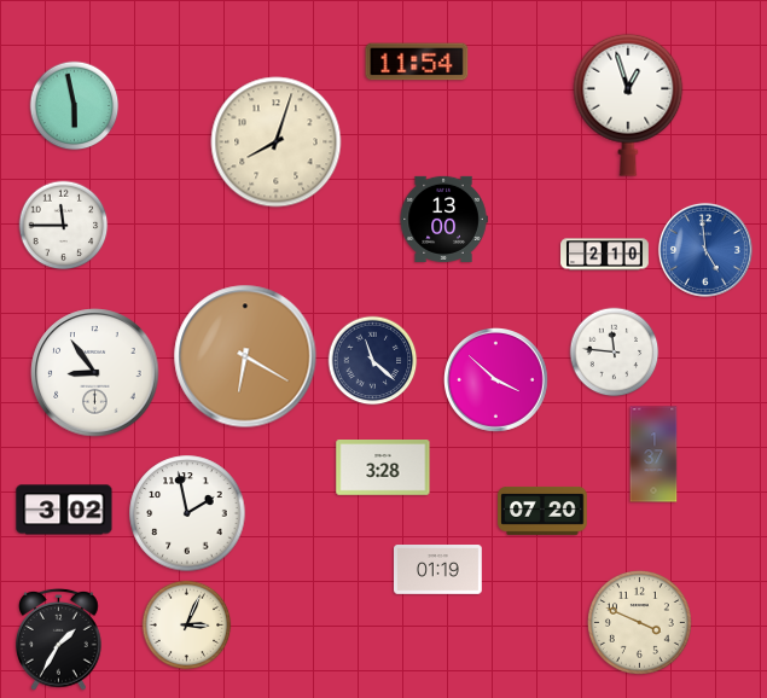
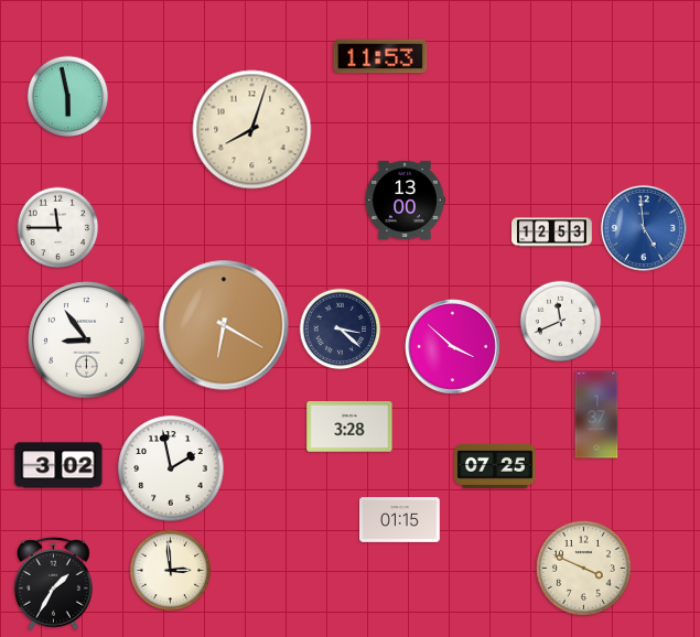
clock at (417, 62): 11:54 -> 11:53
clock at (628, 105): 12:57 -> none
clock at (64, 226) position: (64, 226) -> (58, 228)
clock at (605, 255): 2:10 -> 12:53
clock at (615, 353): 11:46 -> 11:41
clock at (373, 361): 11:22 -> 3:22
clock at (542, 511): 07:20 -> 07:25
clock at (438, 570): 01:19 -> 01:15
clock at (187, 626): 3:04 -> 2:59
